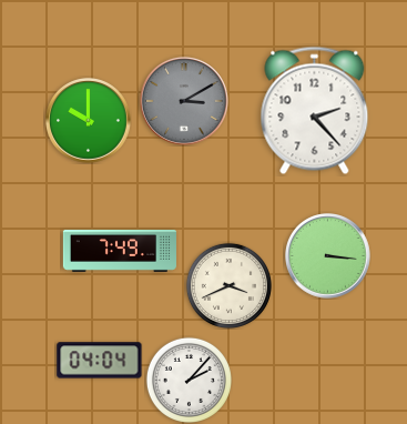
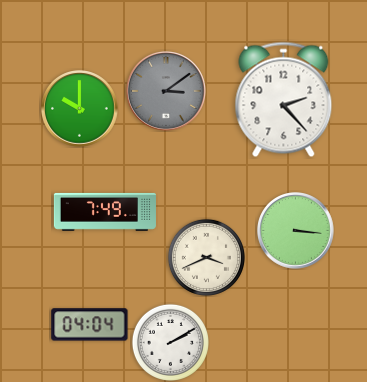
clock at (184, 101): 3:10 -> 3:09
clock at (120, 251) position: (120, 251) -> (105, 212)
clock at (189, 380): 2:07 -> 2:10
